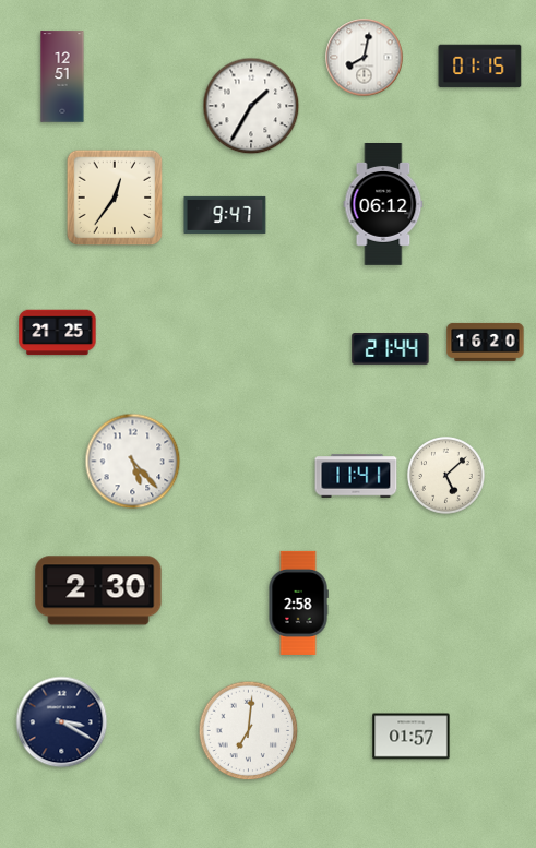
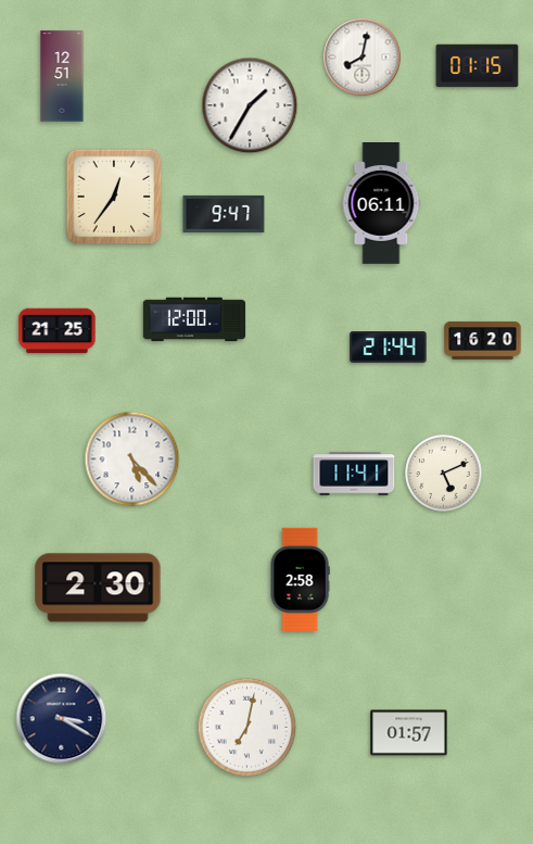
clock at (383, 205): 06:12 -> 06:11
clock at (194, 319): none -> 12:00
clock at (446, 476): 5:08 -> 5:11
clock at (298, 602) position: (298, 602) -> (300, 579)
clock at (249, 731): 7:01 -> 7:02
